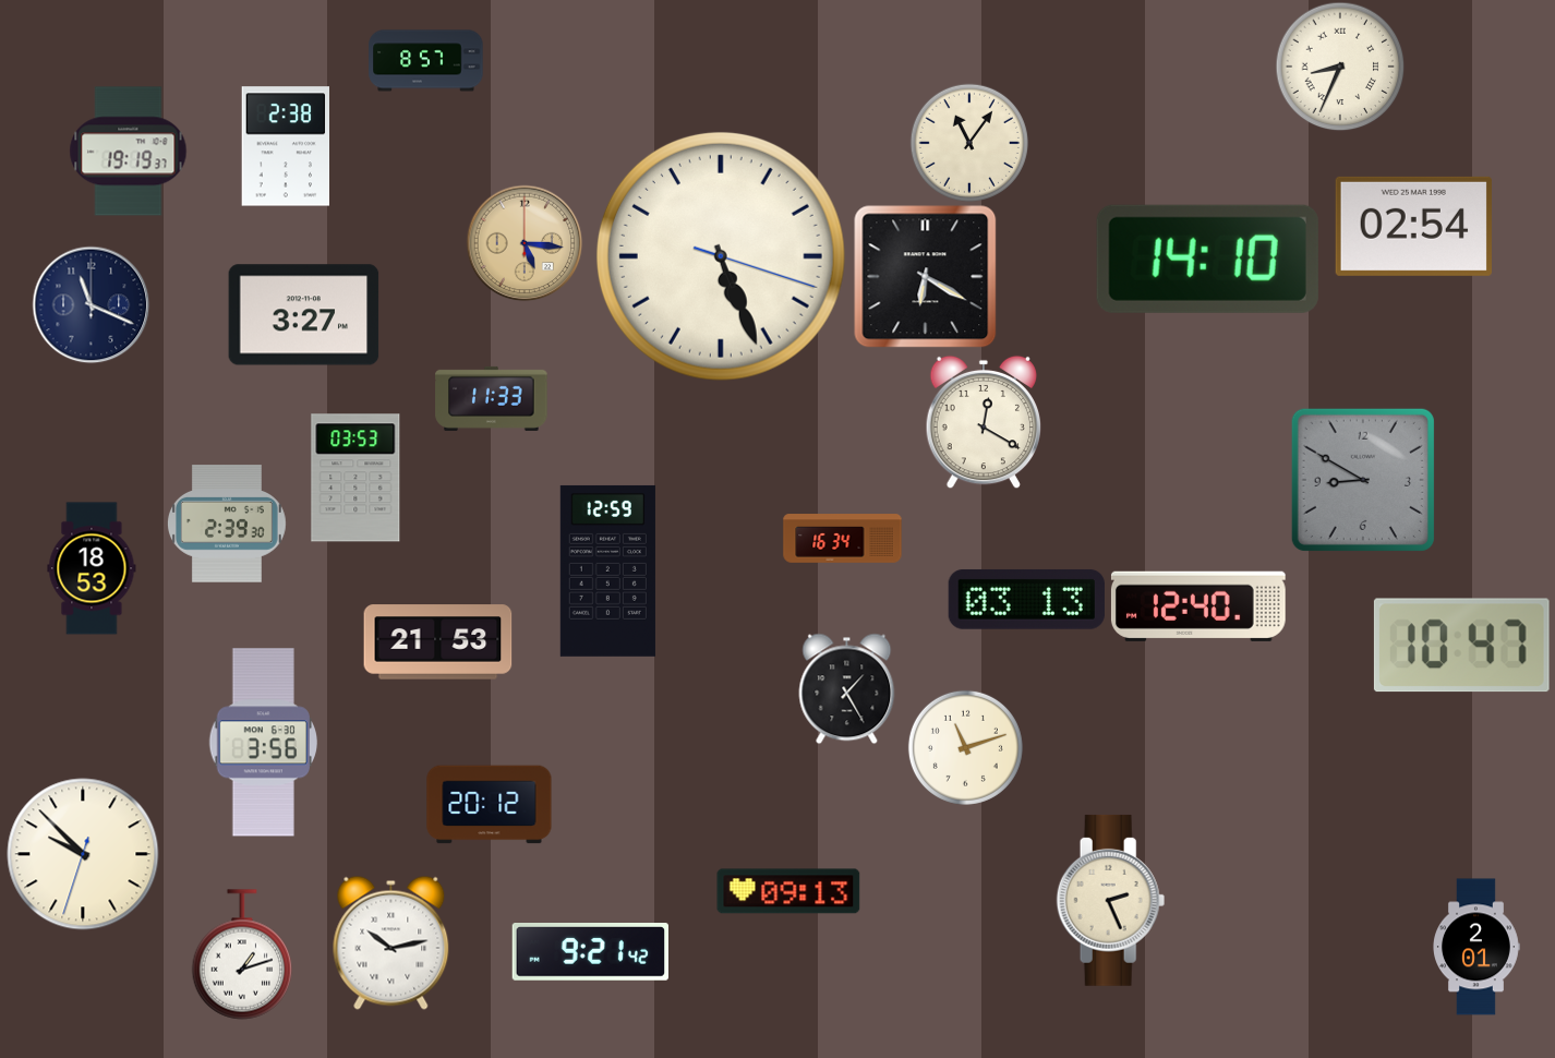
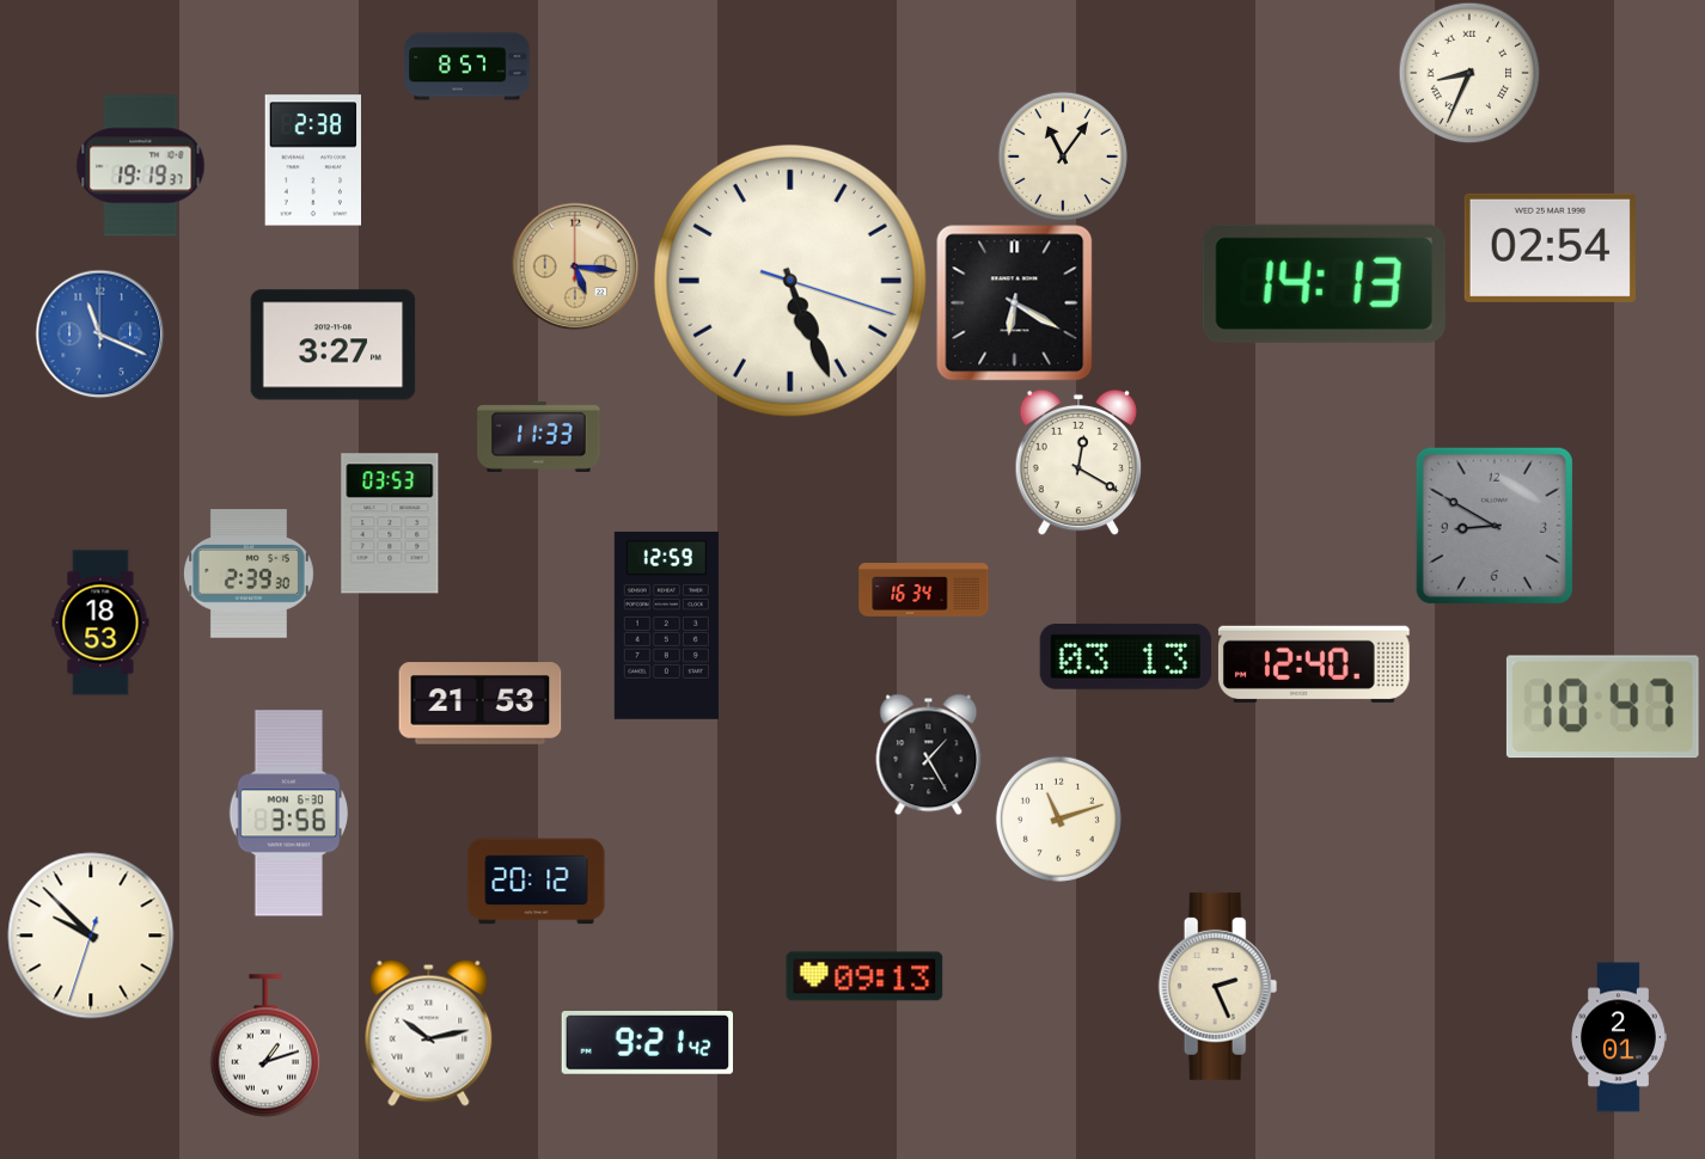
clock at (1207, 259): 14:10 -> 14:13
clock at (91, 304) dial: navy -> blue
